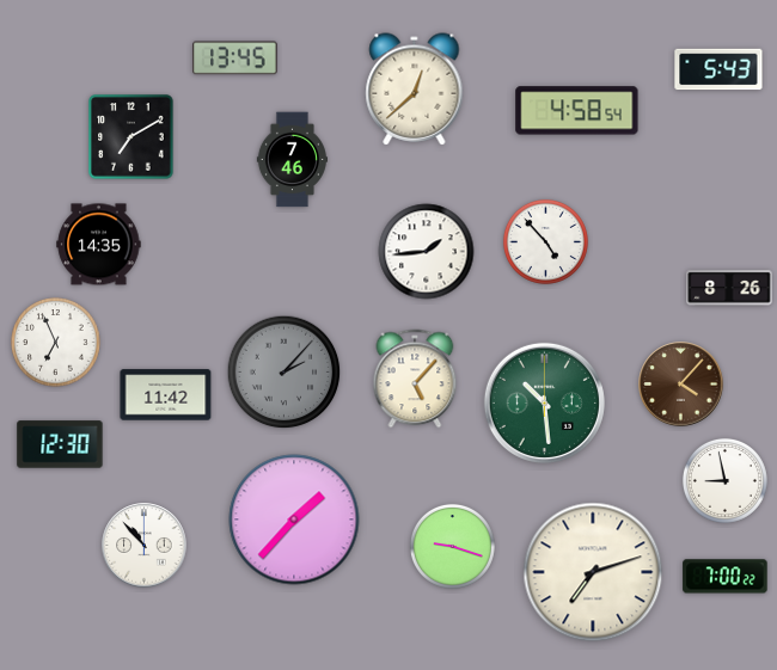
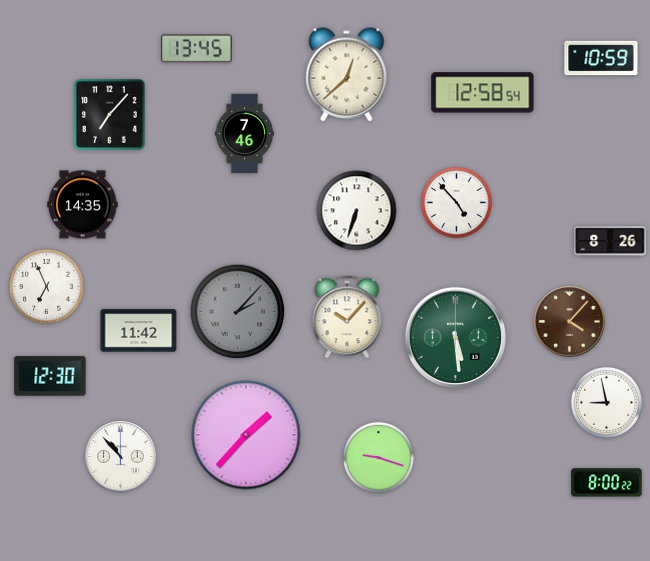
clock at (718, 69): 5:43 -> 10:59
clock at (577, 111): 4:58 -> 12:58
clock at (131, 137): 7:10 -> 7:07
clock at (427, 252): 1:44 -> 6:33
clock at (415, 379): 5:07 -> 10:07
clock at (544, 402): 10:29 -> 5:29
clock at (60, 444) position: (60, 444) -> (50, 376)
clock at (593, 572): 7:12 -> none
clock at (726, 577): 7:00 -> 8:00
